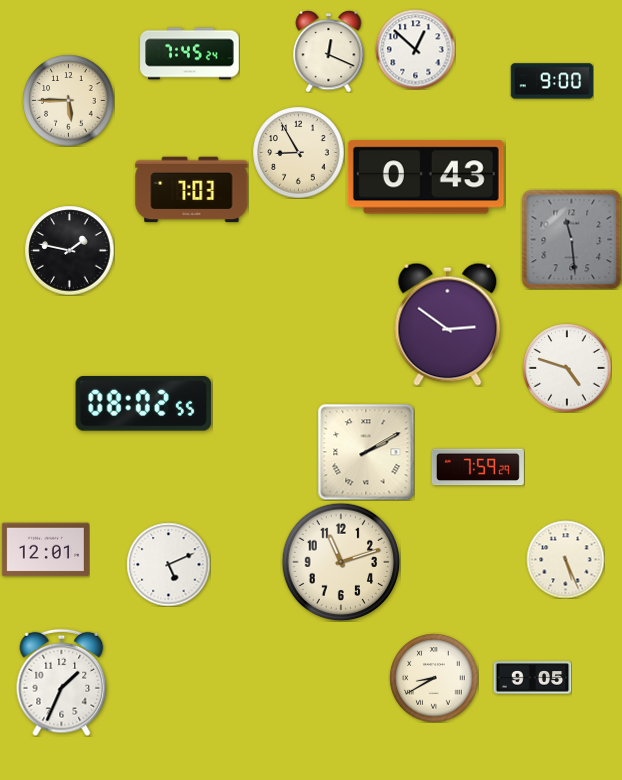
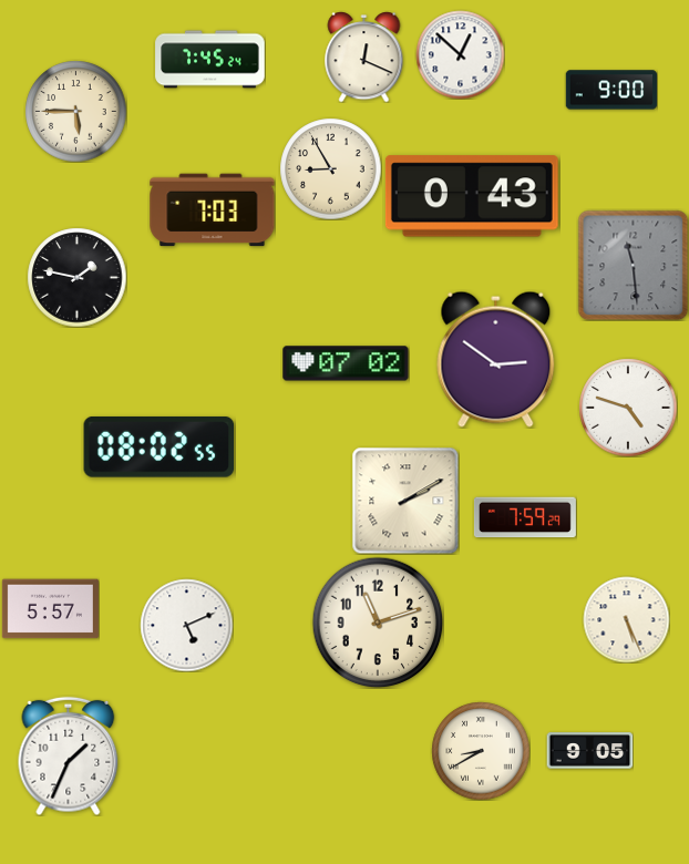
clock at (346, 363): none -> 07:02
clock at (478, 467) position: (478, 467) -> (525, 517)
clock at (45, 550): 12:01 -> 5:57
